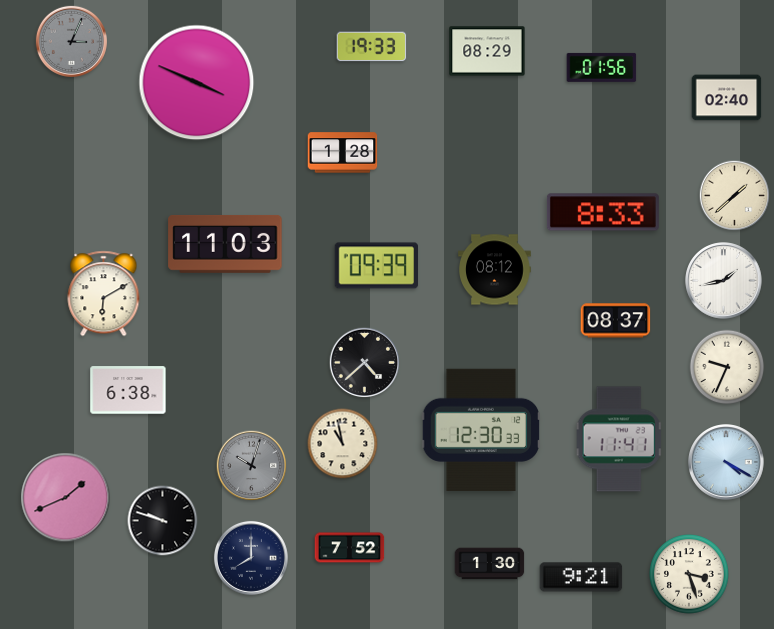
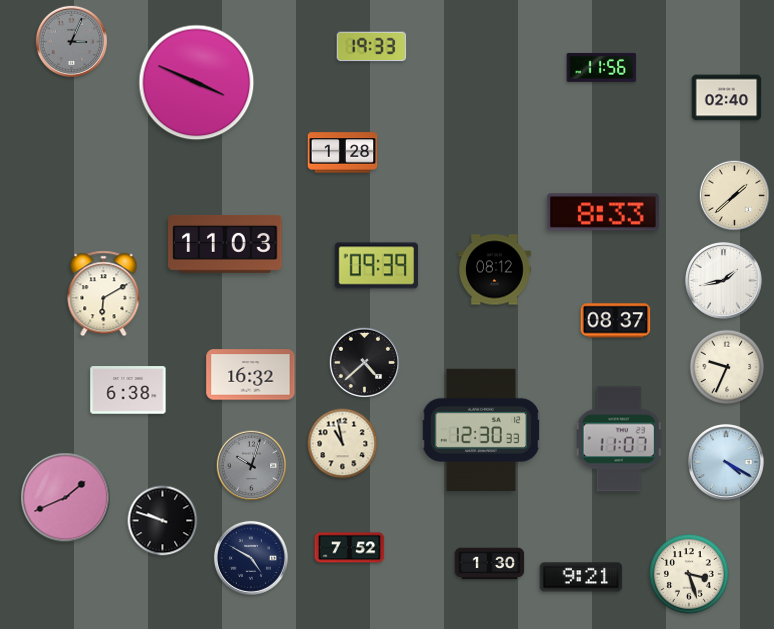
clock at (487, 51): 08:29 -> none
clock at (602, 67): 01:56 -> 11:56
clock at (251, 375): none -> 16:32
clock at (619, 439): 11:41 -> 11:07
clock at (251, 558): 8:00 -> 4:50
